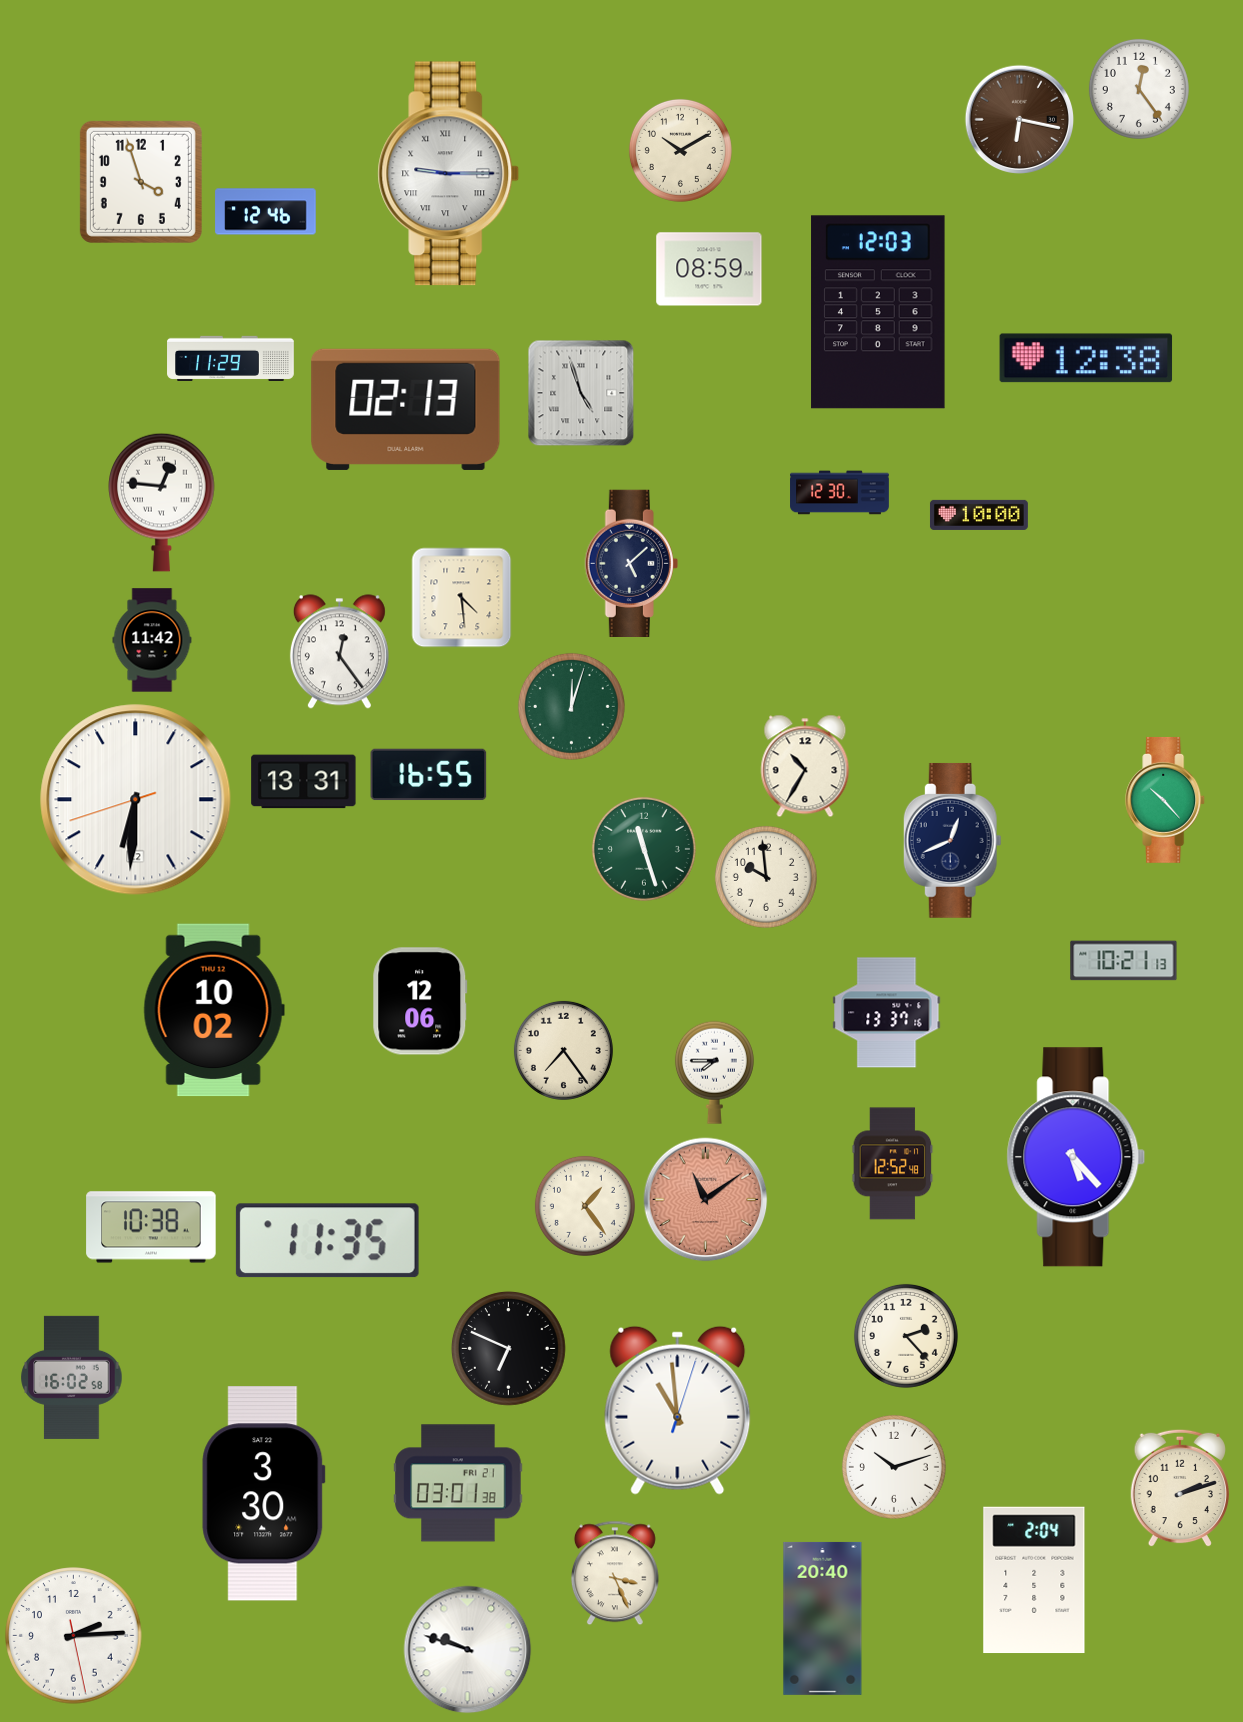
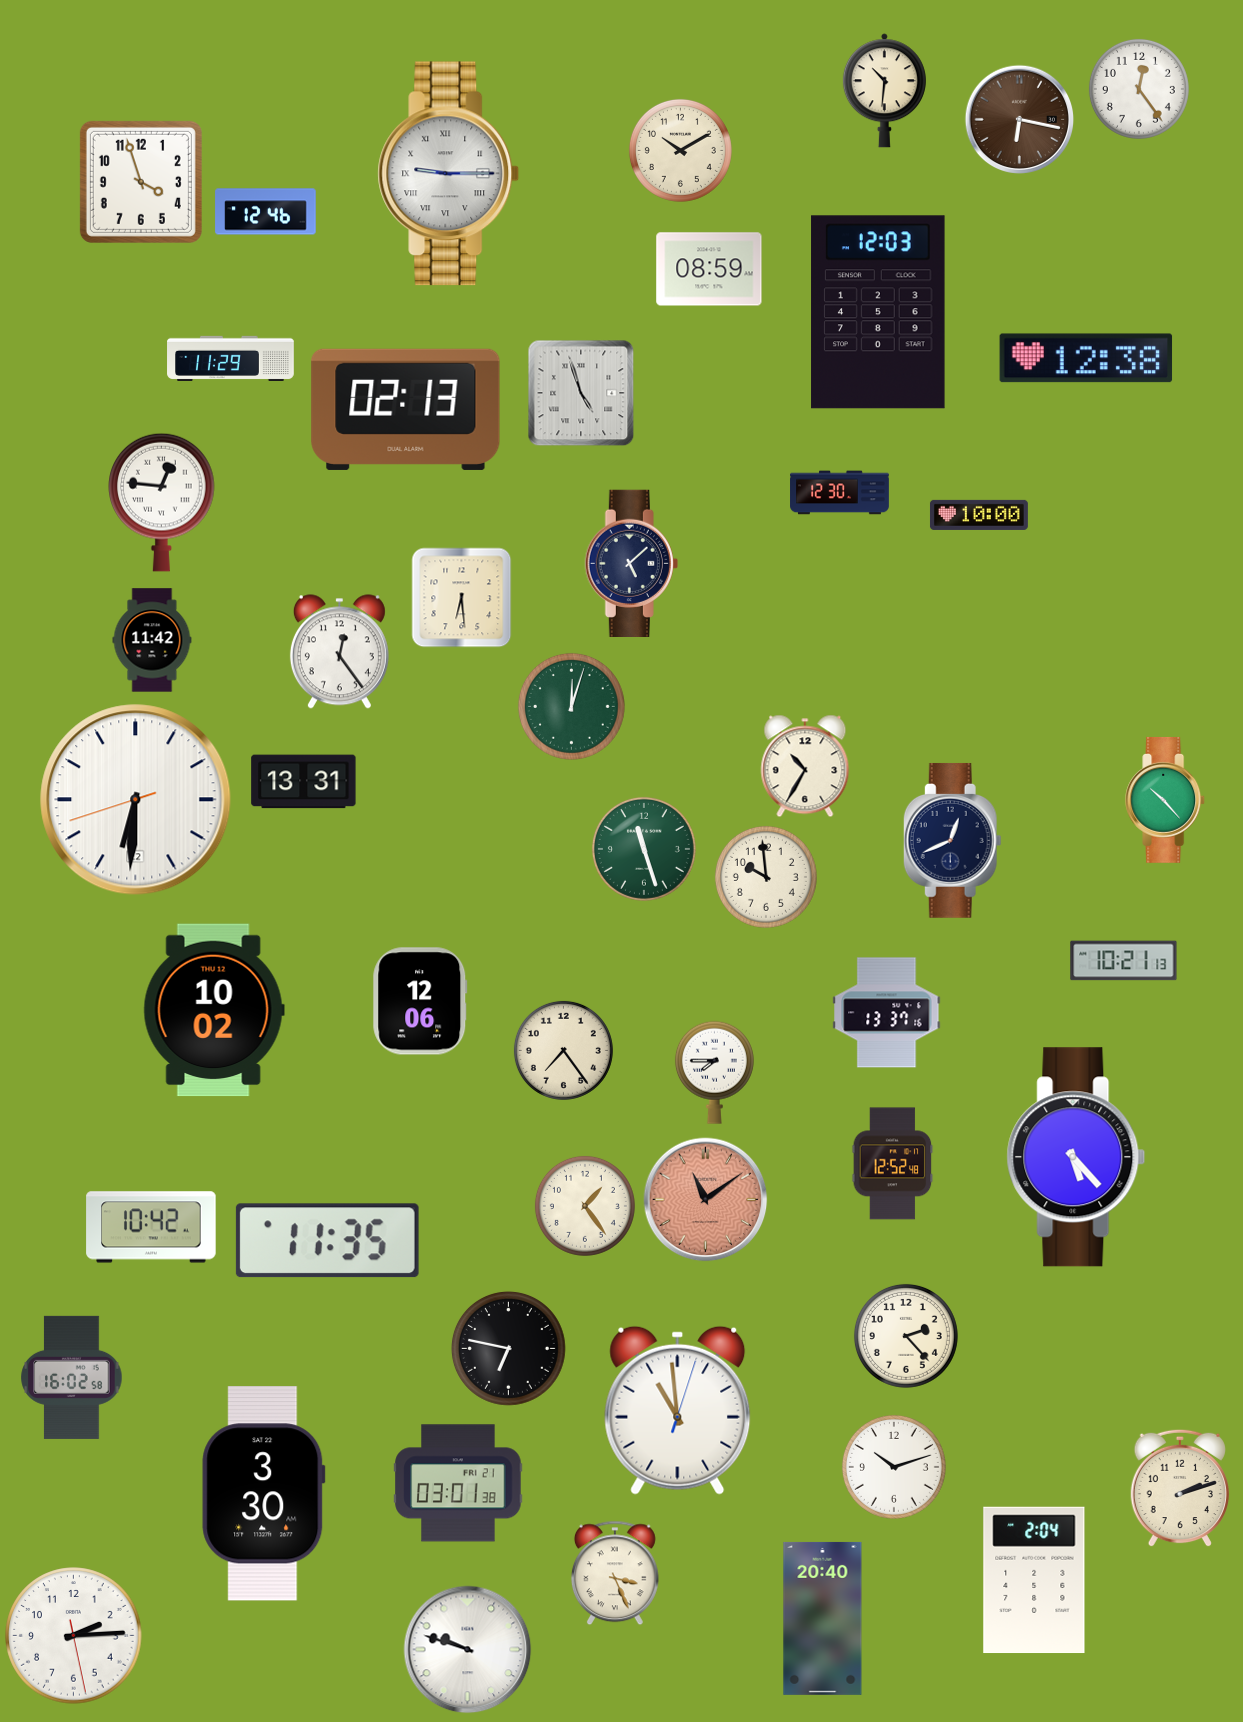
clock at (884, 91): none -> 10:31
clock at (462, 598): 4:29 -> 6:29
clock at (429, 775): 16:55 -> none
clock at (151, 1227): 10:38 -> 10:42
clock at (508, 1348): 6:49 -> 6:47
